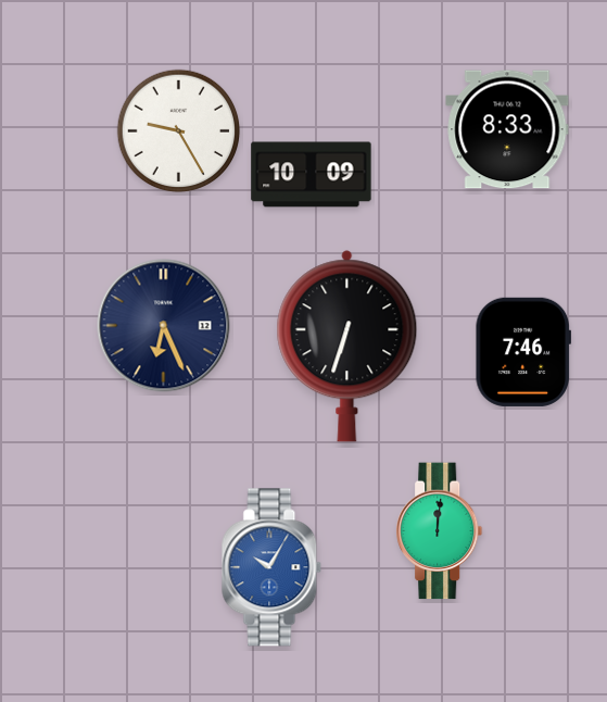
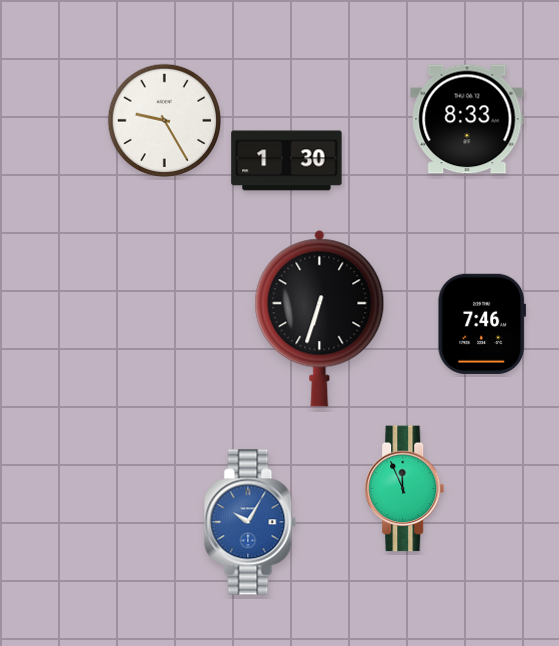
clock at (312, 175): 10:09 -> 1:30
clock at (164, 326): 6:26 -> none
clock at (440, 531): 12:01 -> 11:56
